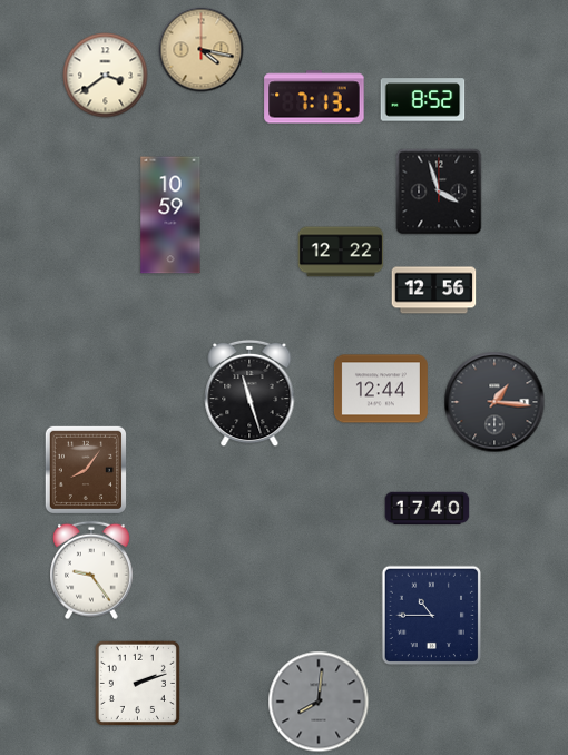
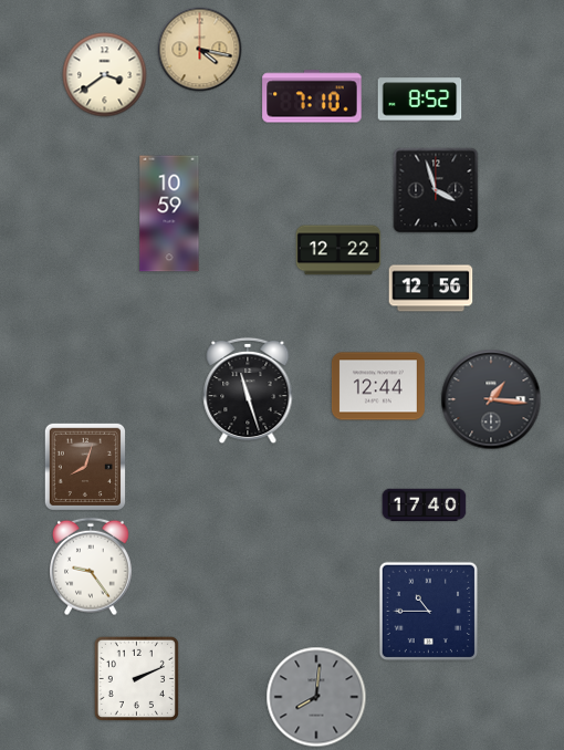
clock at (314, 97): 7:13 -> 7:10
clock at (85, 469): 8:06 -> 8:03
clock at (137, 683): 2:12 -> 2:11
